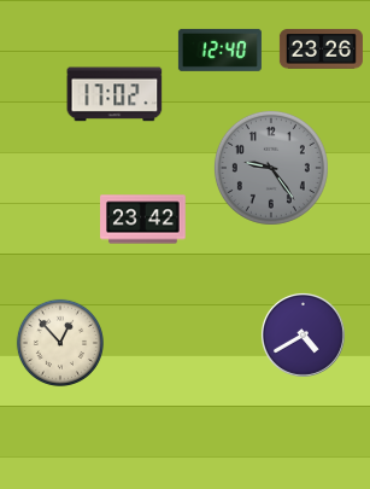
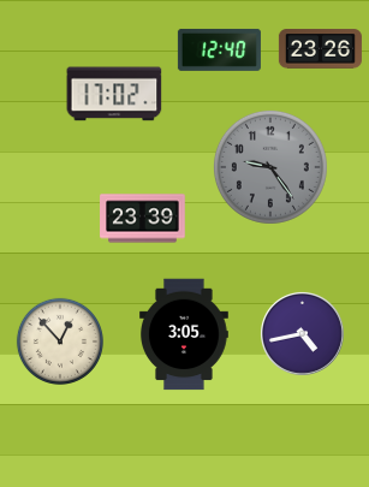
clock at (143, 220): 23:42 -> 23:39
clock at (303, 334): 4:40 -> 4:43
clock at (185, 334): none -> 3:05
